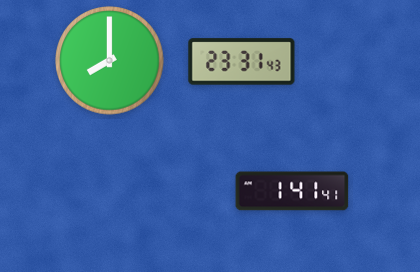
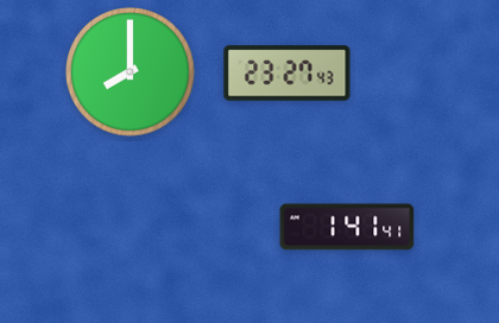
clock at (242, 62): 23:31 -> 23:27
